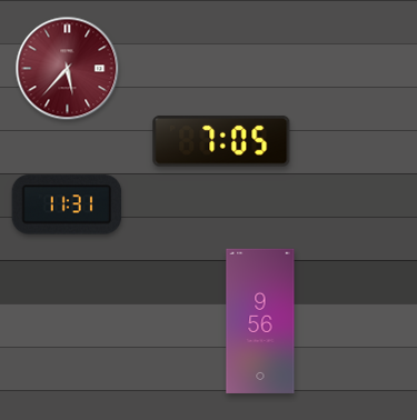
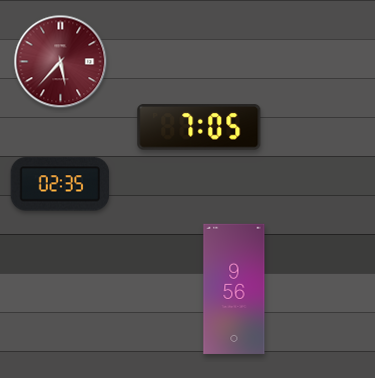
clock at (66, 204): 11:31 -> 02:35
